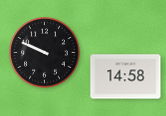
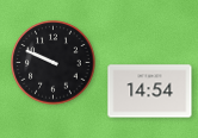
clock at (126, 77): 14:58 -> 14:54
